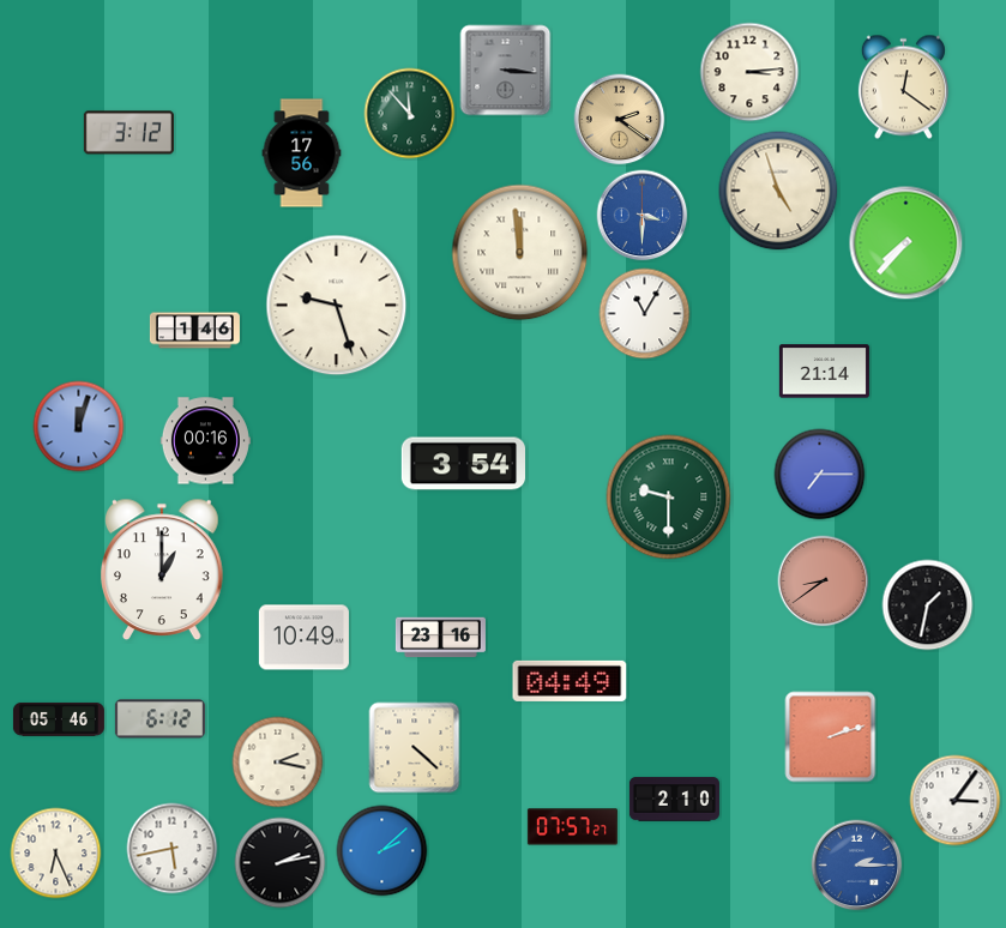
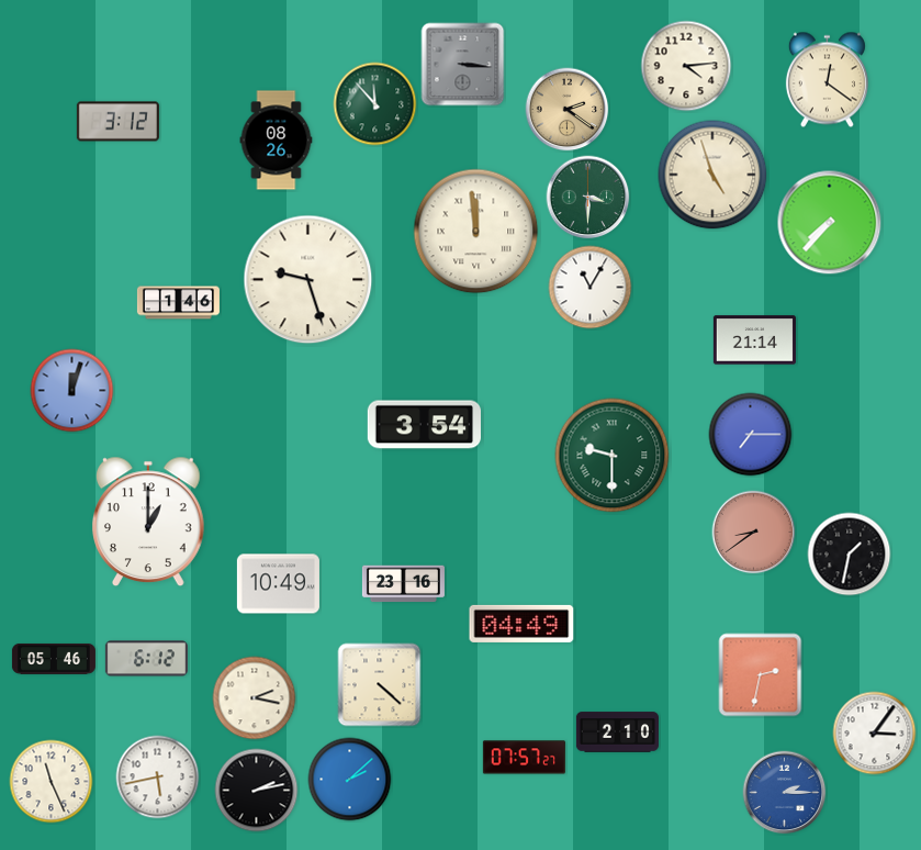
clock at (749, 72): 3:14 -> 4:14
clock at (302, 153): 17:56 -> 08:26
clock at (643, 216) dial: blue -> green
clock at (205, 441): 00:16 -> none
clock at (831, 737): 2:12 -> 2:32
clock at (56, 854): 6:26 -> 11:26
